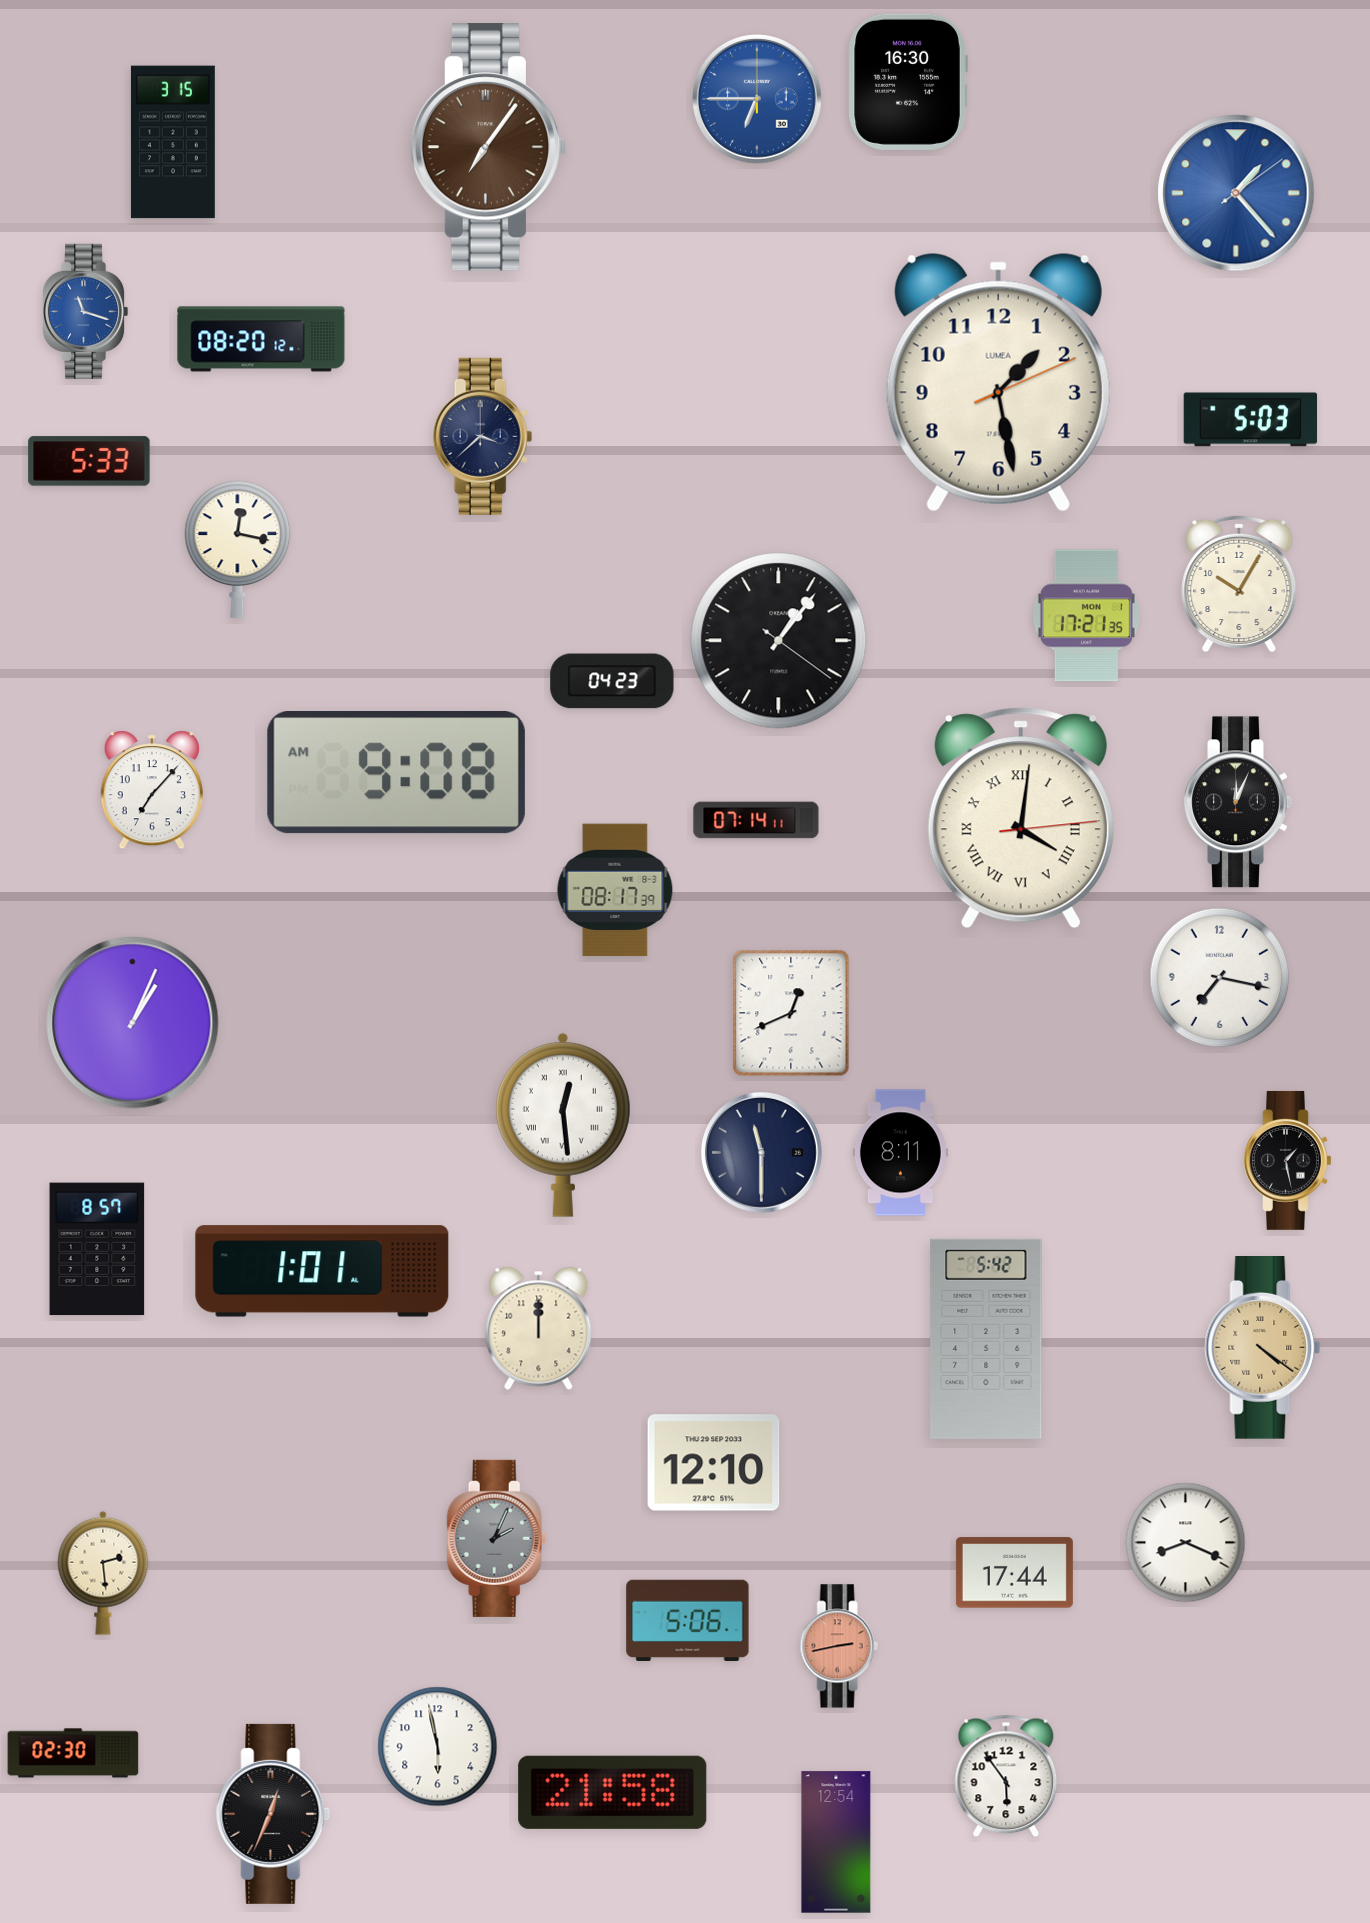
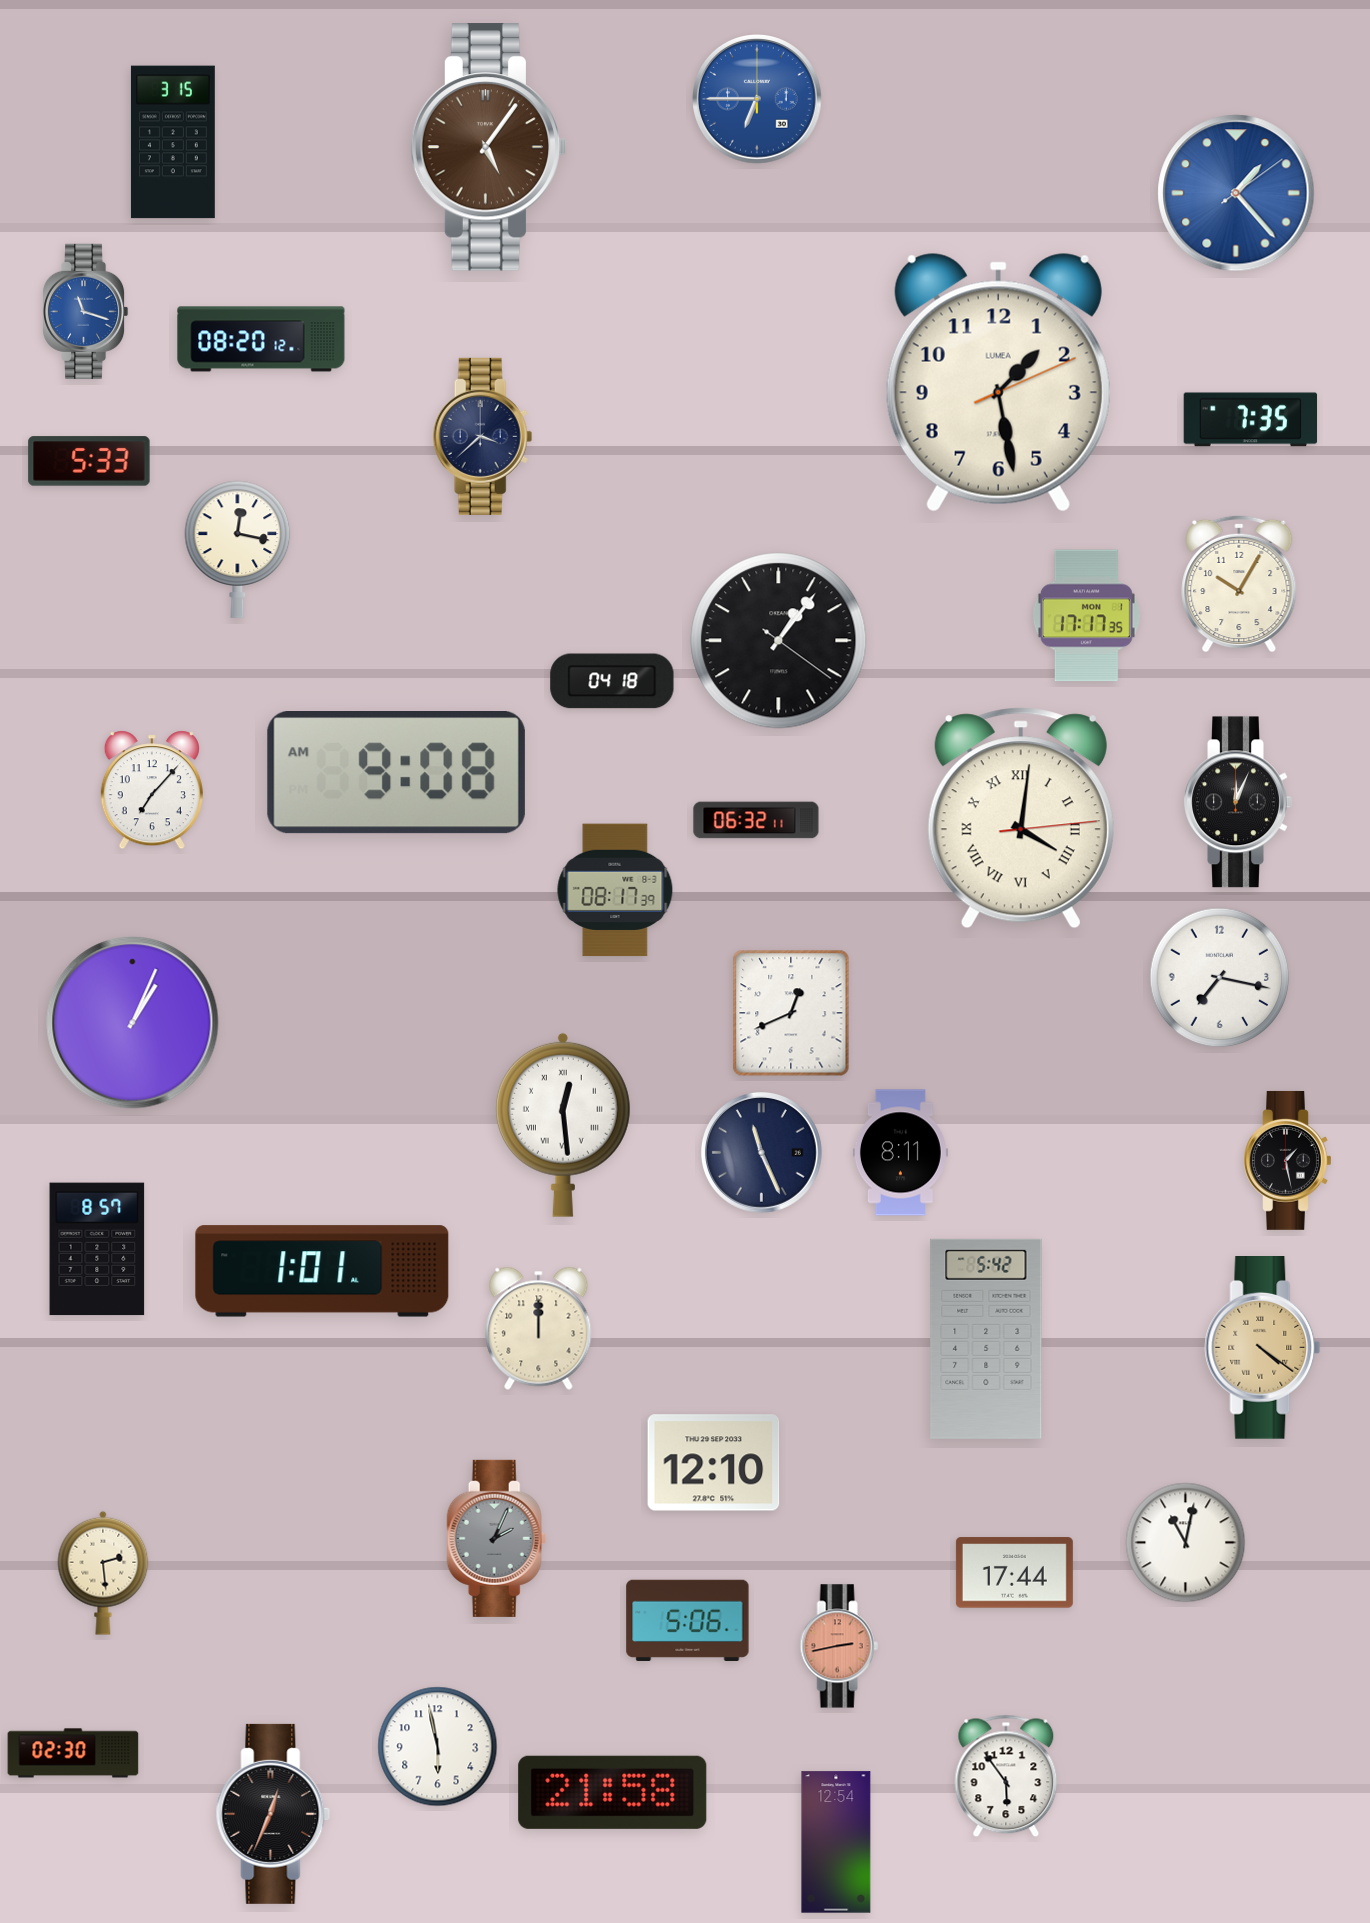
clock at (908, 82): 16:30 -> none
clock at (489, 147): 7:06 -> 5:06
clock at (1251, 420): 5:03 -> 7:35
clock at (1086, 616): 17:21 -> 17:17
clock at (612, 681): 04:23 -> 04:18
clock at (756, 820): 07:14 -> 06:32
clock at (762, 1153): 11:30 -> 11:26
clock at (1186, 1543): 8:19 -> 11:02
